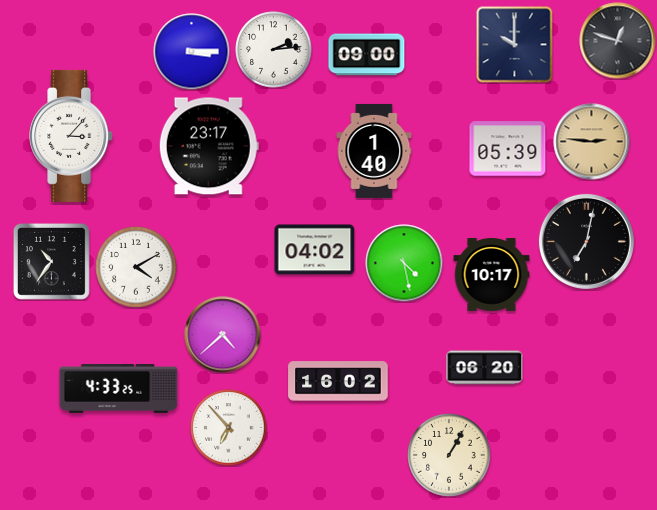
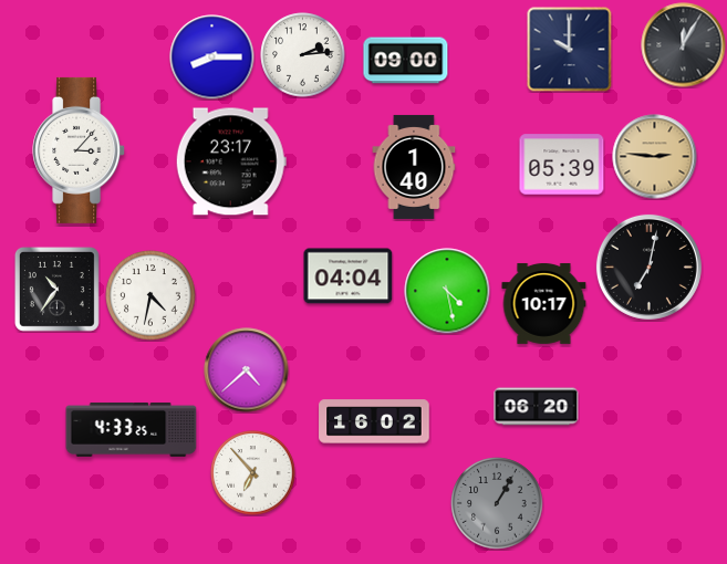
clock at (618, 41): 12:48 -> 12:05
clock at (192, 52): 3:15 -> 8:15
clock at (315, 250): 04:02 -> 04:04
clock at (136, 267): 4:10 -> 4:32
clock at (449, 455) dial: cream -> grey
